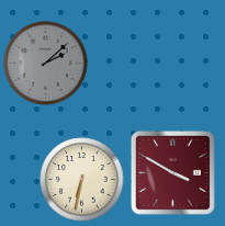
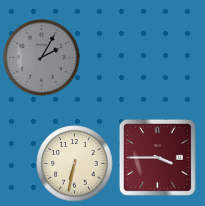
clock at (46, 64): 2:08 -> 2:05
clock at (172, 172): 3:50 -> 3:45
